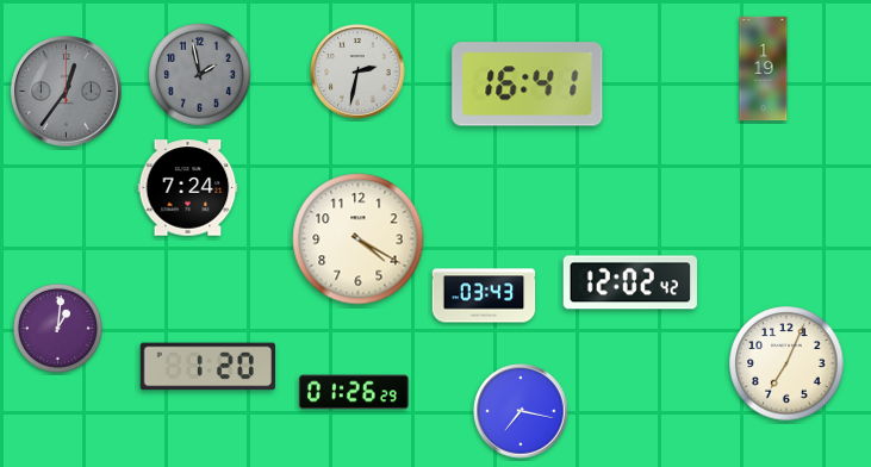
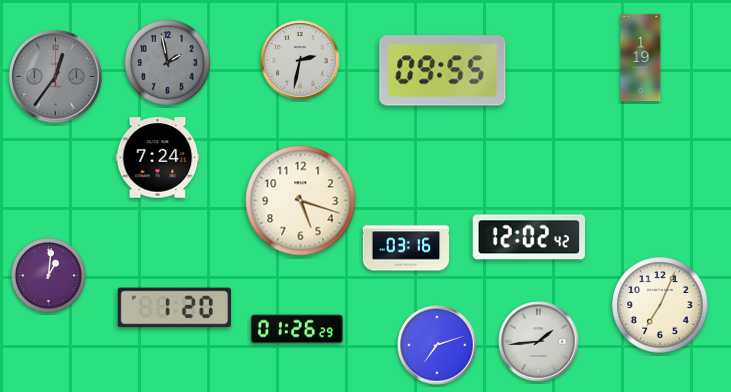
clock at (528, 85): 16:41 -> 09:55
clock at (359, 239): 4:20 -> 5:18
clock at (484, 295): 03:43 -> 03:16
clock at (539, 342): none -> 1:44
clock at (521, 411): 7:17 -> 7:12
